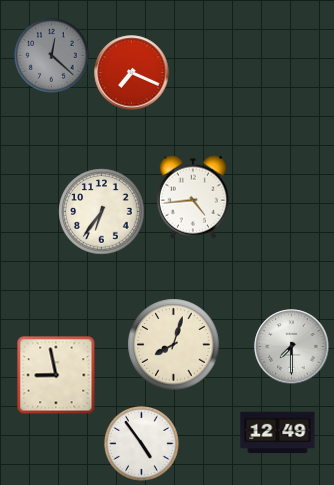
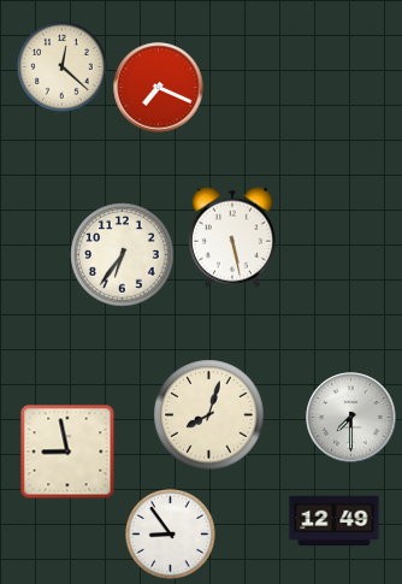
clock at (52, 56) dial: grey -> cream
clock at (193, 197): 4:44 -> 5:28
clock at (142, 444): 4:54 -> 8:54
